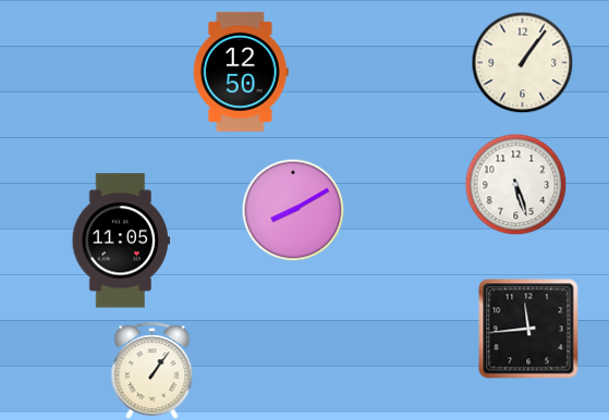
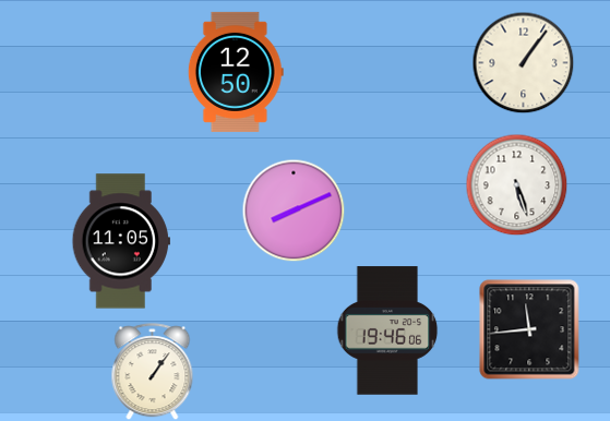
clock at (241, 72) position: (241, 72) -> (236, 72)
clock at (293, 210): 8:10 -> 8:11
clock at (387, 330): none -> 19:46
